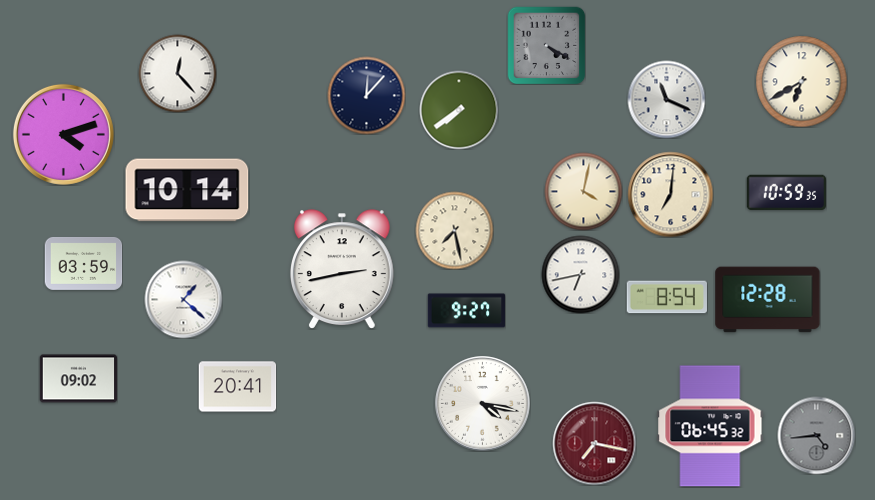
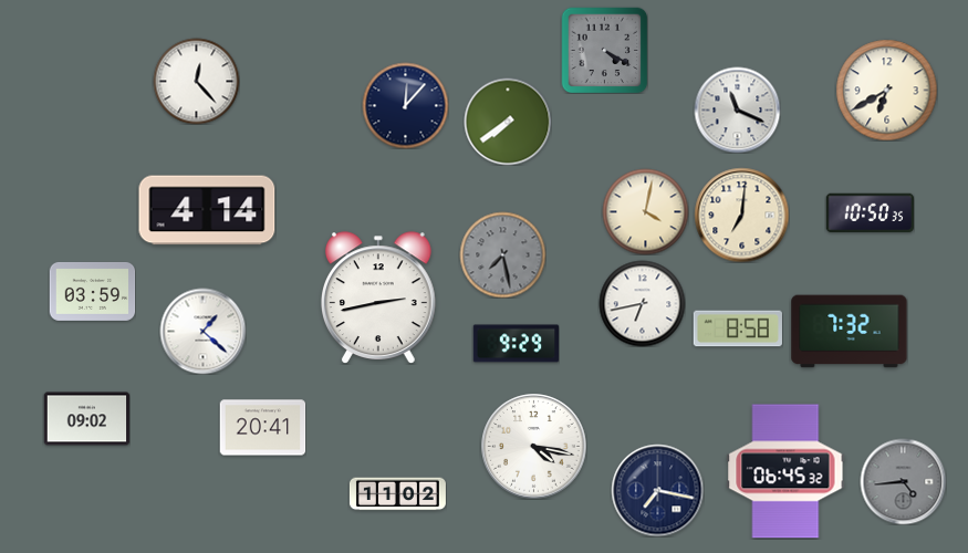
clock at (63, 134): 4:12 -> none
clock at (187, 190): 10:14 -> 4:14
clock at (786, 193): 10:59 -> 10:50
clock at (454, 230) dial: cream -> grey
clock at (667, 297): 8:54 -> 8:58
clock at (768, 300): 12:28 -> 7:32
clock at (466, 311): 9:27 -> 9:29
clock at (594, 443) dial: burgundy -> navy
clock at (397, 494): none -> 11:02
